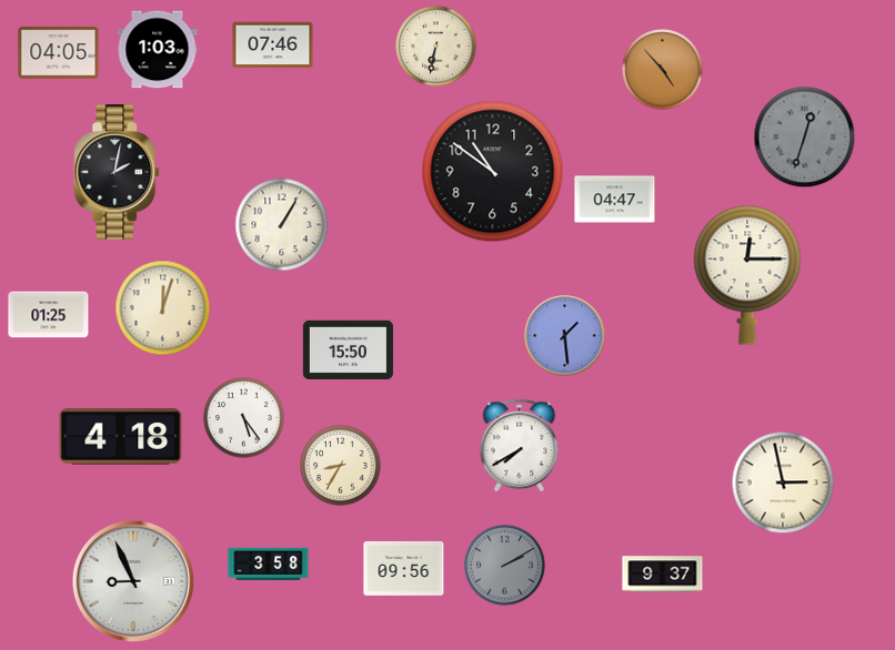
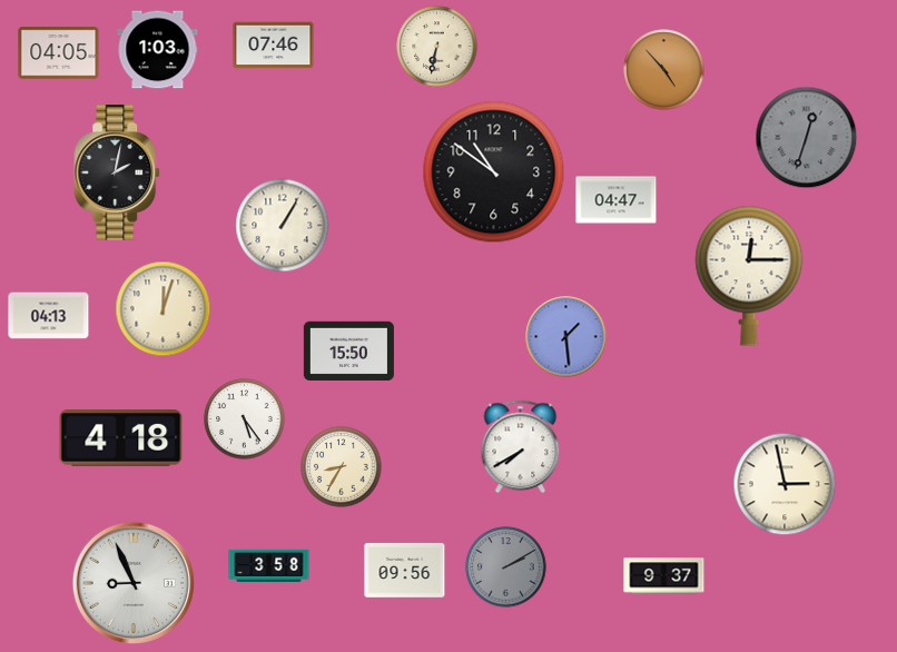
clock at (49, 315): 01:25 -> 04:13
